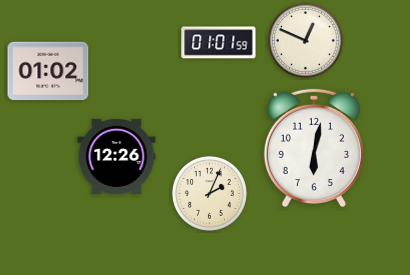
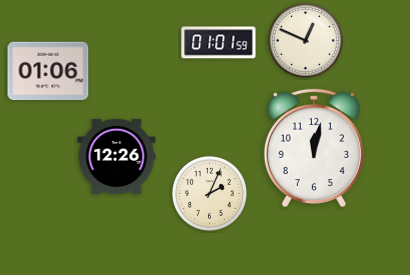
clock at (48, 71): 01:02 -> 01:06
clock at (314, 147): 6:02 -> 12:02
